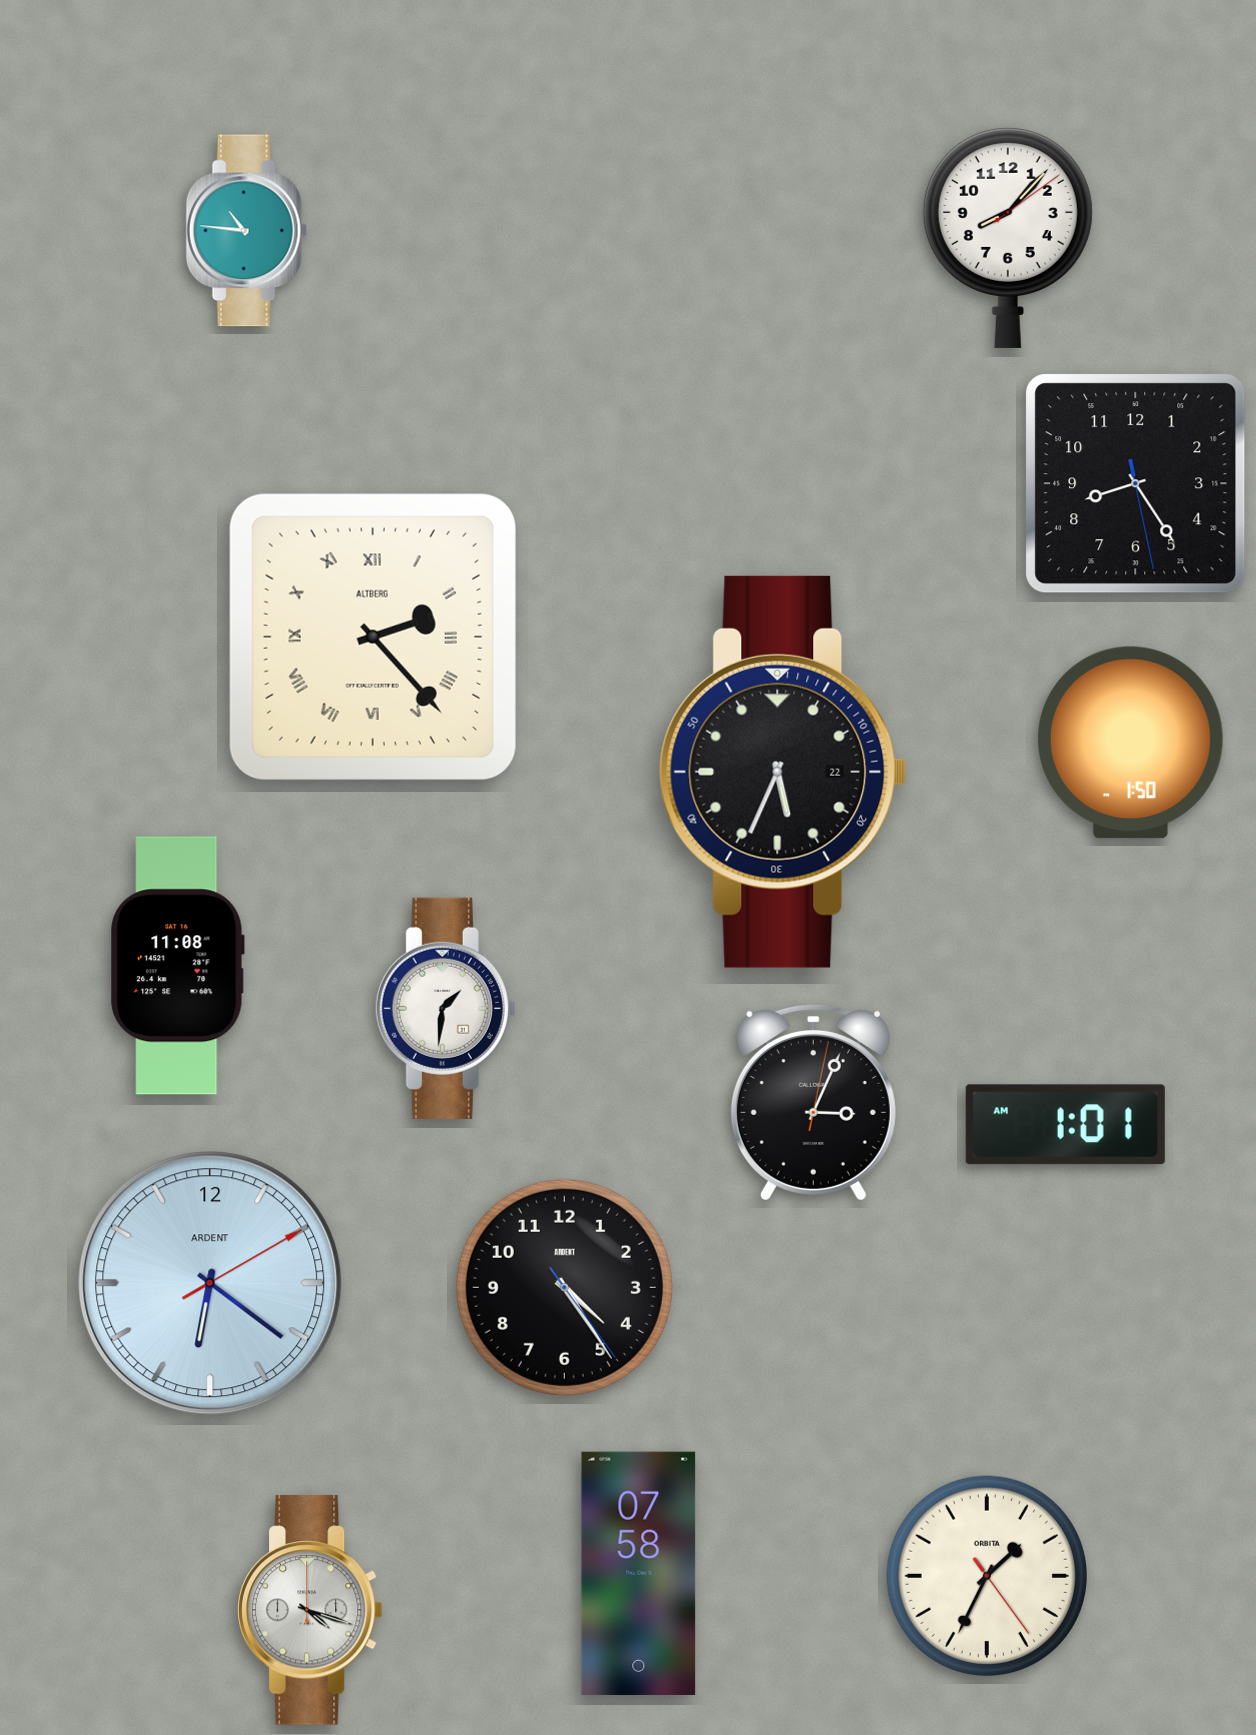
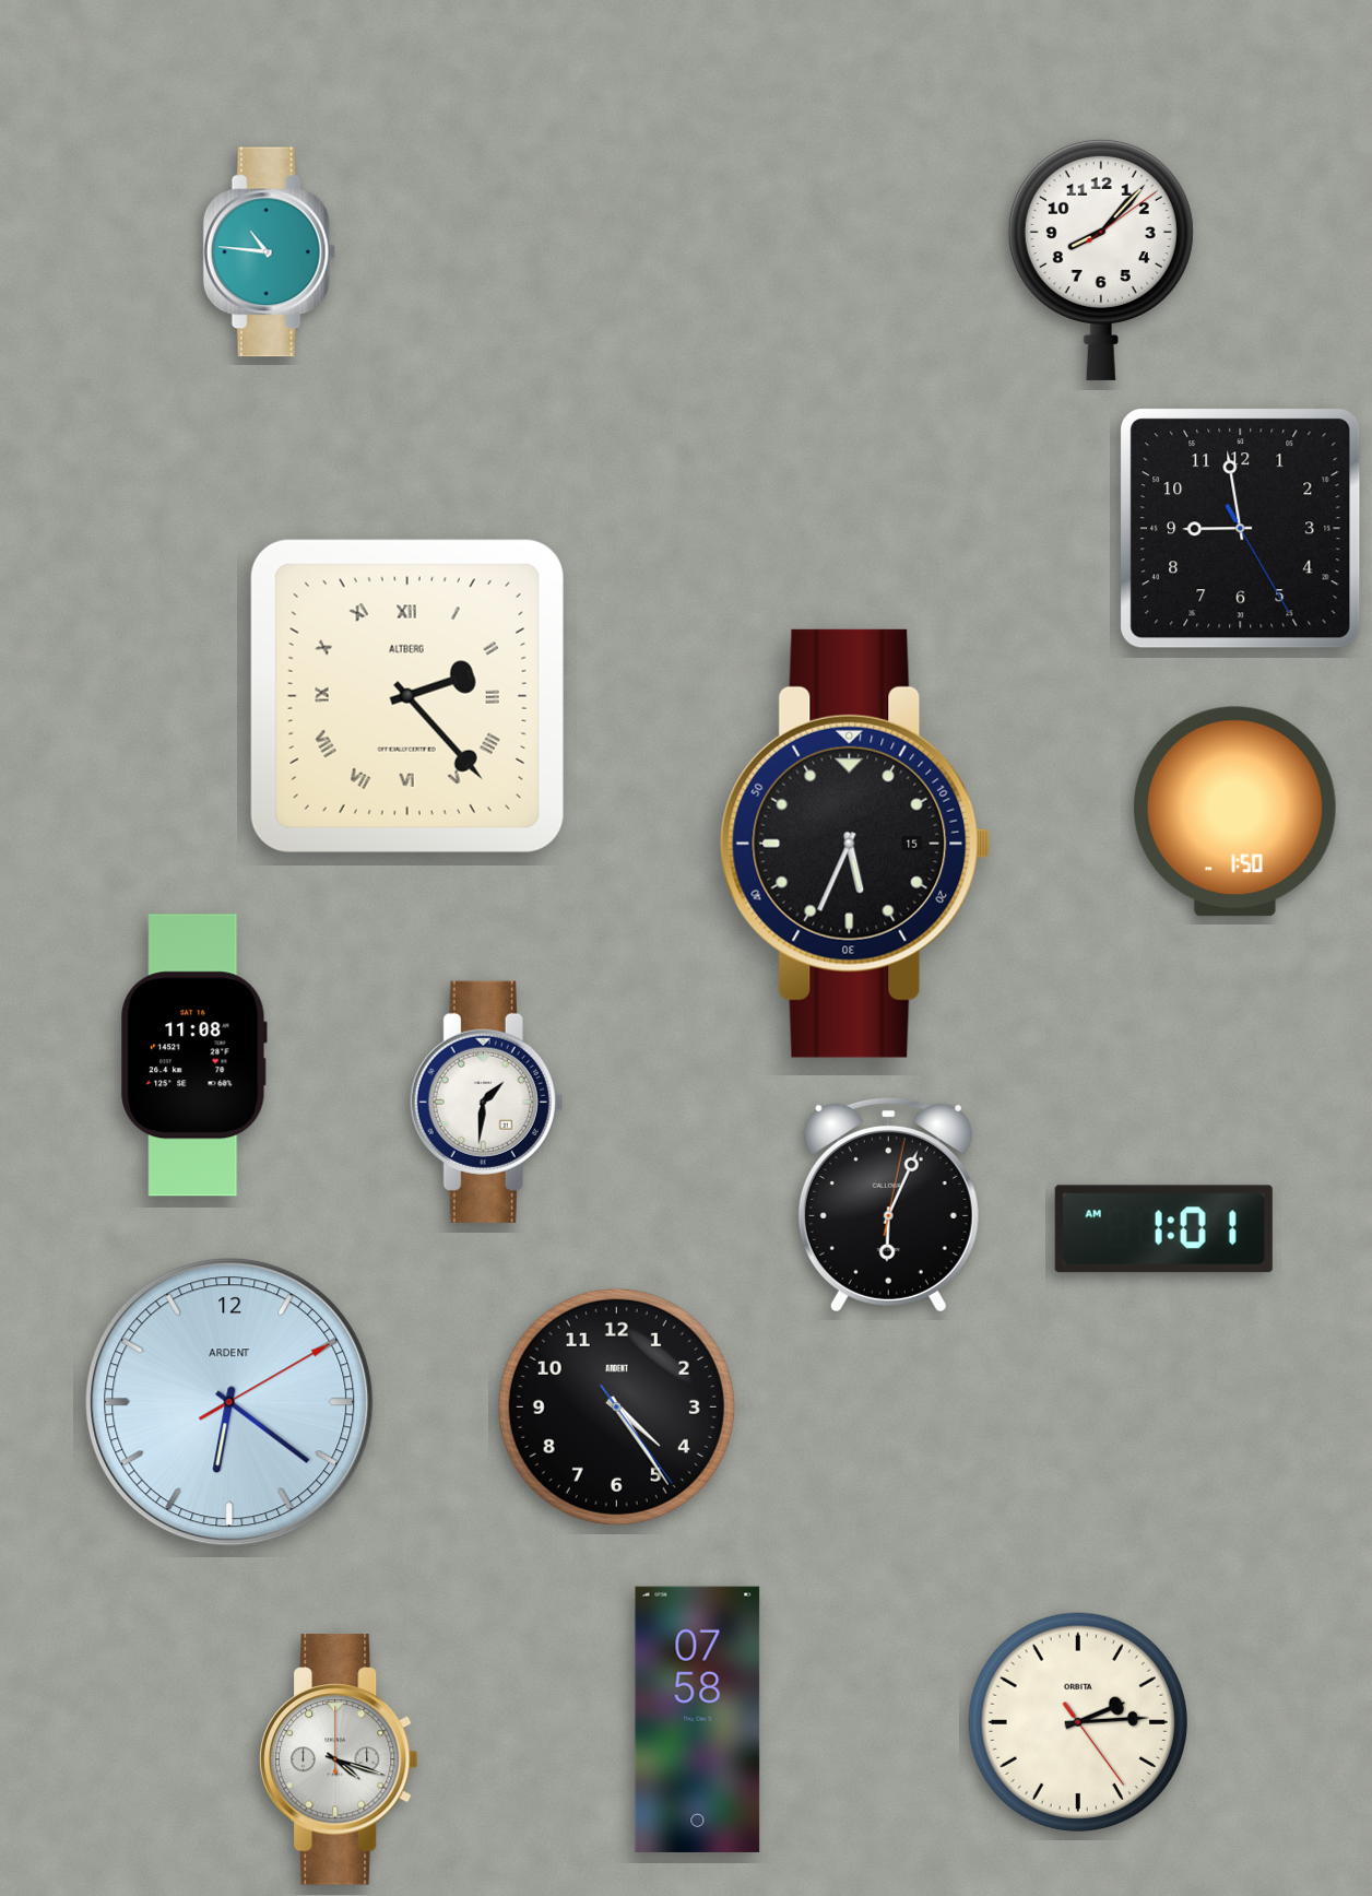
clock at (1136, 484): 8:24 -> 8:58
clock at (783, 772) date: 22 -> 15
clock at (813, 1102): 3:04 -> 6:04
clock at (986, 1575): 1:34 -> 2:14
